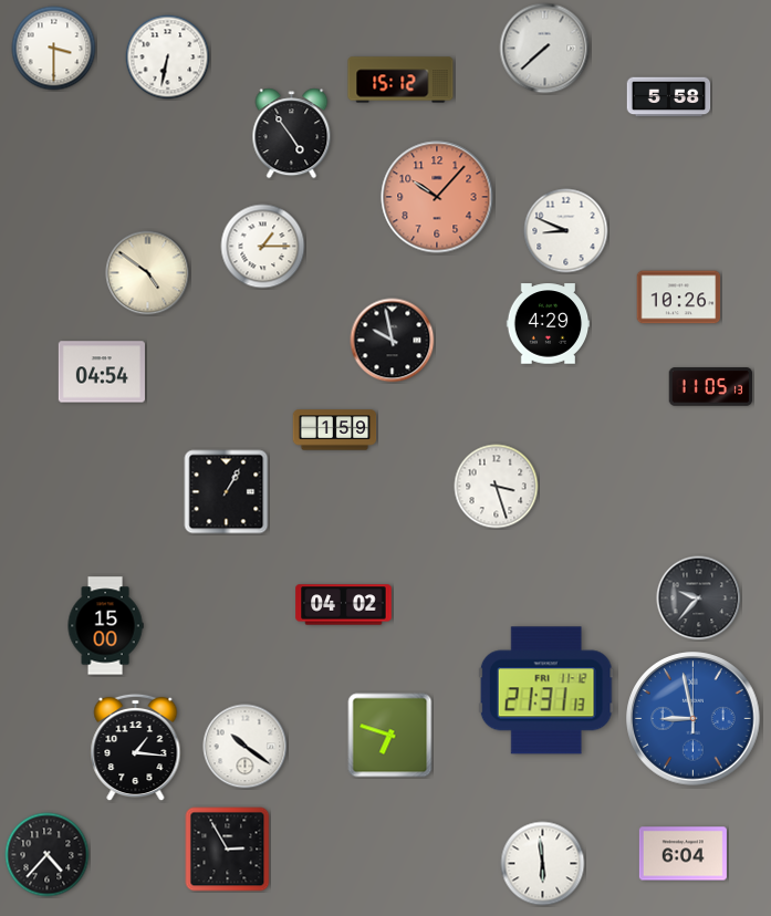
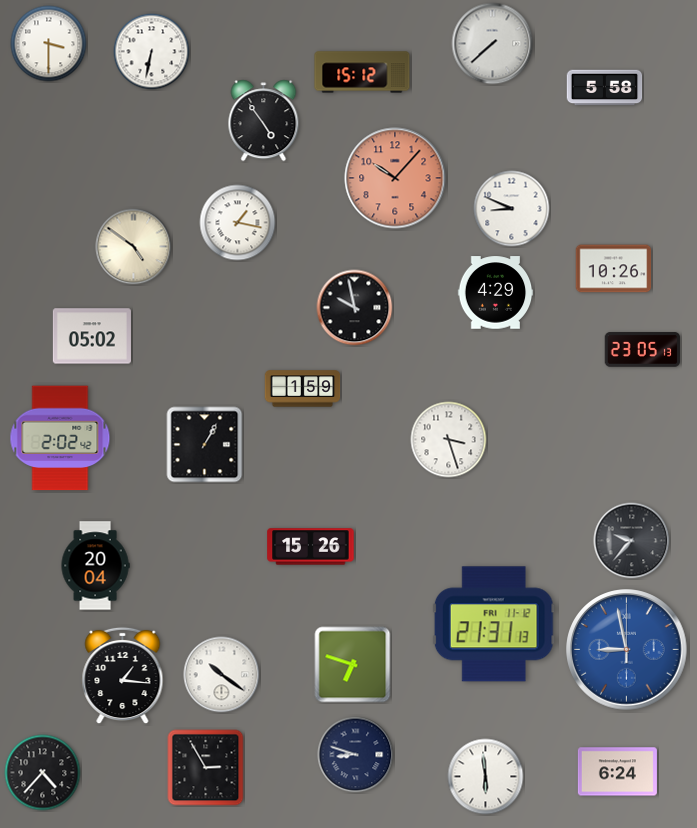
clock at (263, 247): 1:15 -> 1:17
clock at (102, 372): 04:54 -> 05:02
clock at (711, 387): 11:05 -> 23:05
clock at (60, 438): none -> 2:02
clock at (344, 605): 04:02 -> 15:26
clock at (105, 626): 15:00 -> 20:04
clock at (356, 755): none -> 8:48
clock at (683, 854): 6:04 -> 6:24
clock at (543, 864) position: (543, 864) -> (486, 777)
